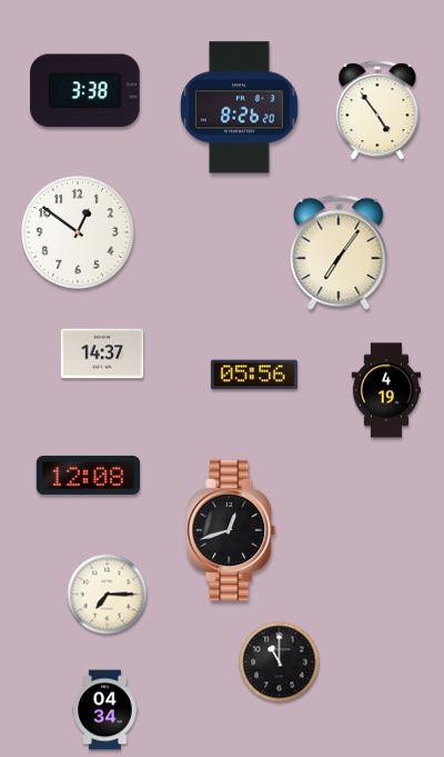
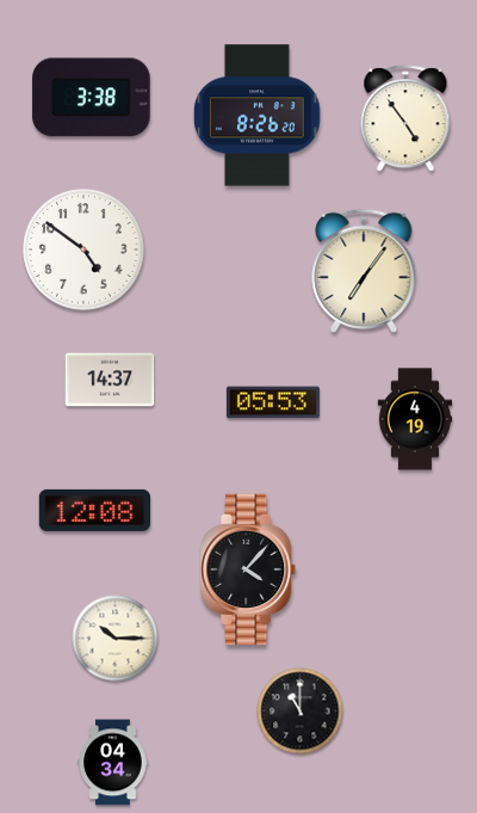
clock at (78, 232): 12:51 -> 4:51
clock at (254, 375): 05:56 -> 05:53
clock at (232, 530): 12:42 -> 4:07
clock at (108, 595): 7:15 -> 10:15
